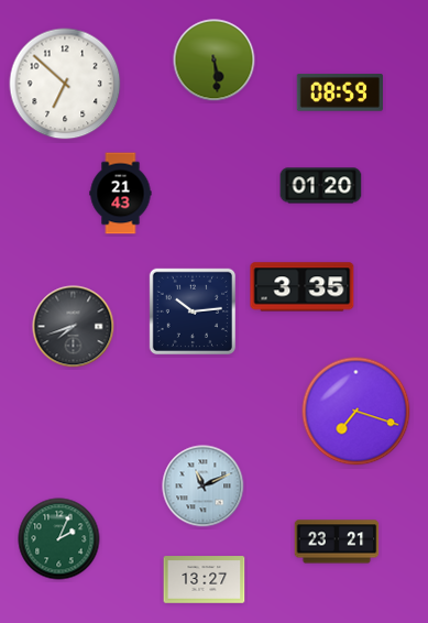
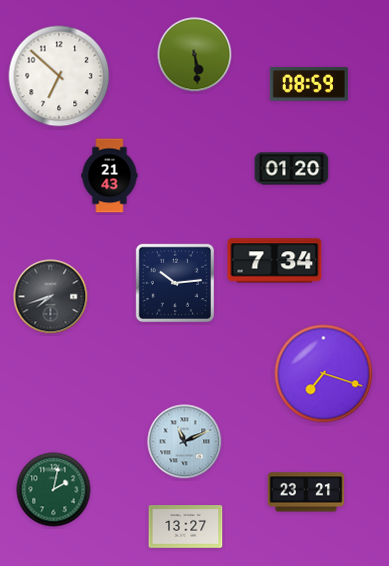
clock at (303, 287): 3:35 -> 7:34
clock at (74, 327) position: (74, 327) -> (51, 297)
clock at (59, 539): 2:04 -> 2:02
